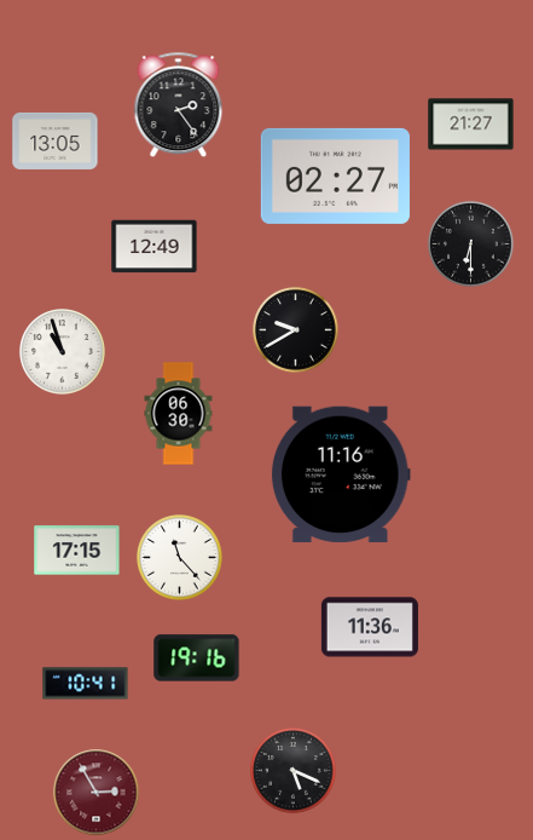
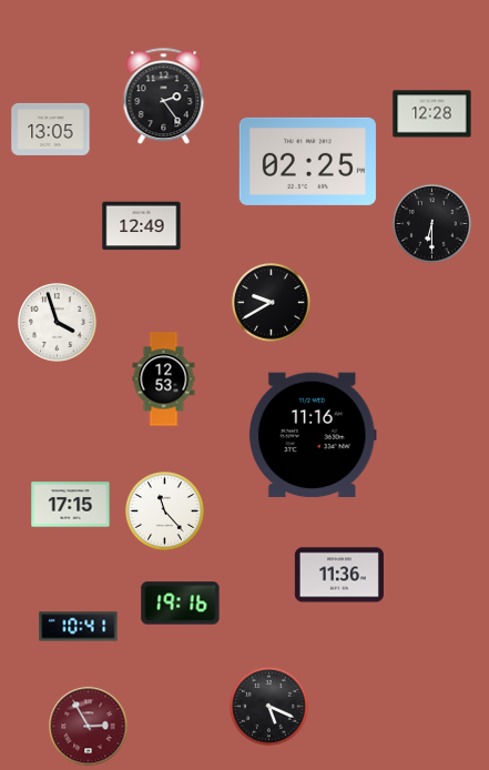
clock at (471, 125): 21:27 -> 12:28
clock at (335, 176): 02:27 -> 02:25
clock at (63, 352): 10:57 -> 3:57
clock at (179, 414): 06:30 -> 12:53
